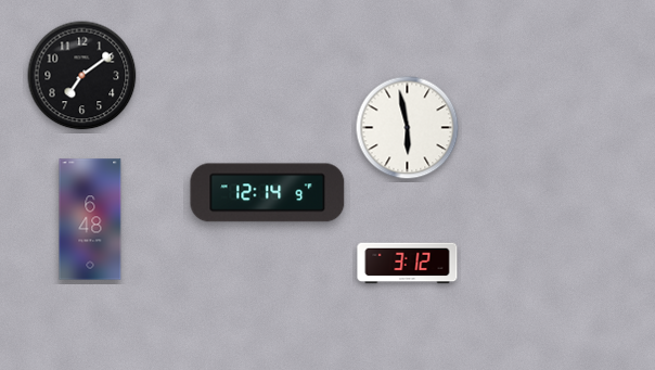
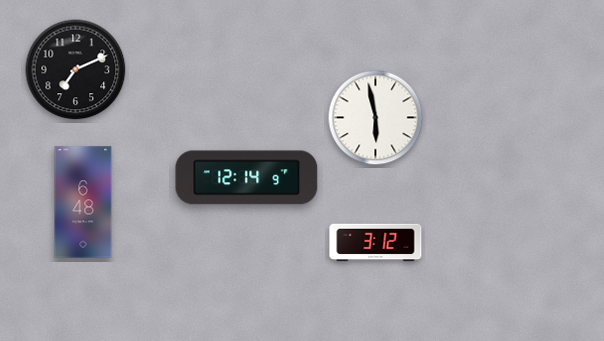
clock at (82, 76): 7:09 -> 7:11
